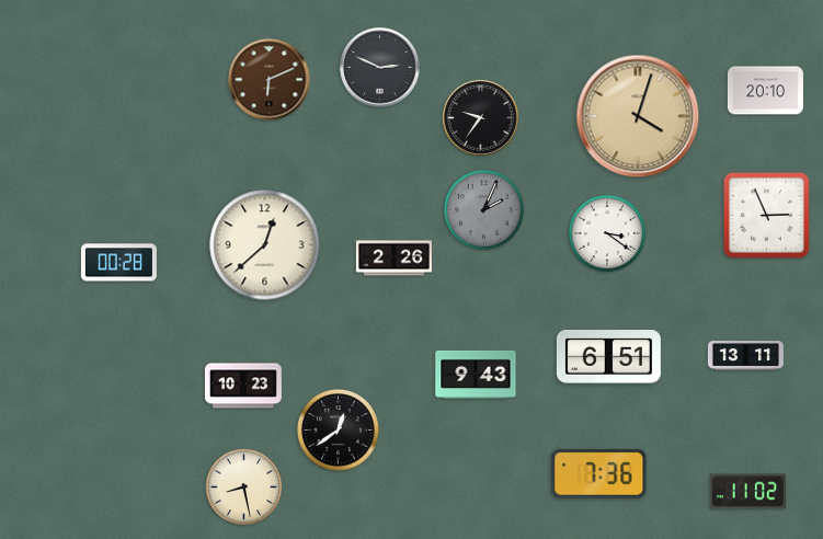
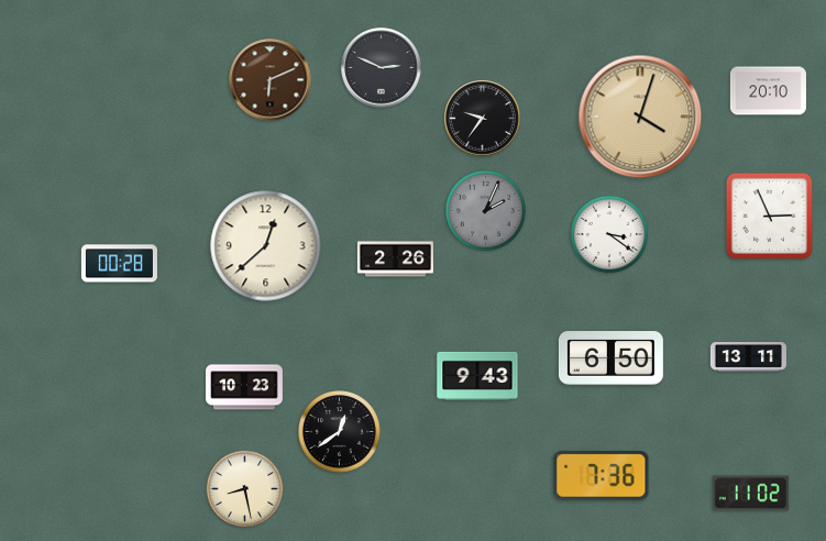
clock at (608, 357): 6:51 -> 6:50
